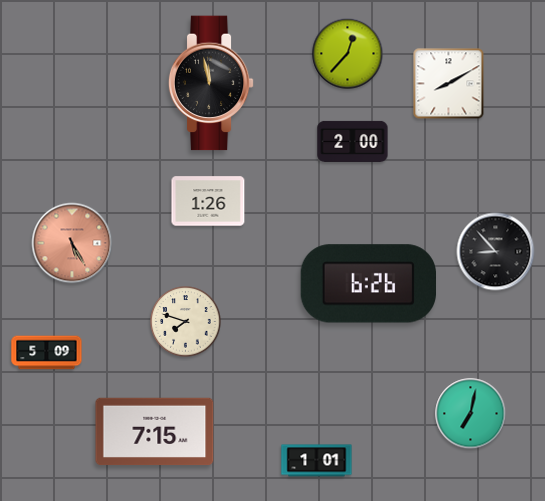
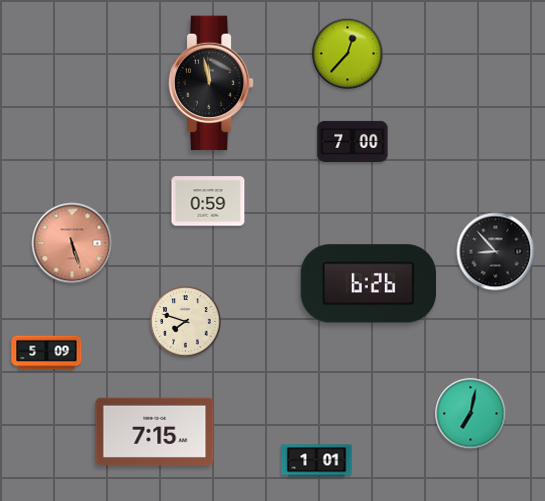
clock at (449, 84): 8:10 -> none
clock at (353, 141): 2:00 -> 7:00
clock at (208, 201): 1:26 -> 0:59
clock at (72, 243): 5:25 -> 5:27
